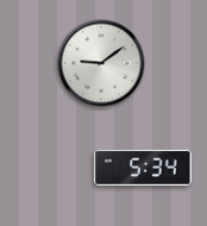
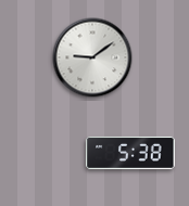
clock at (143, 168): 5:34 -> 5:38
